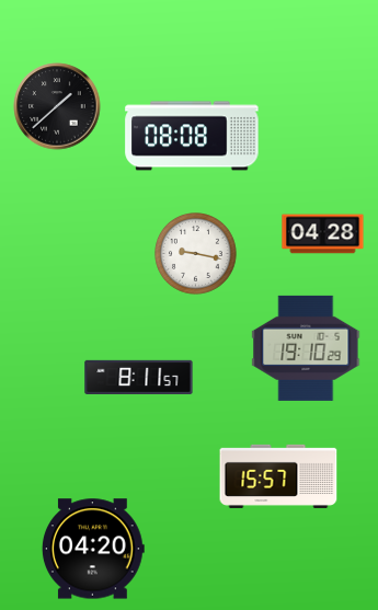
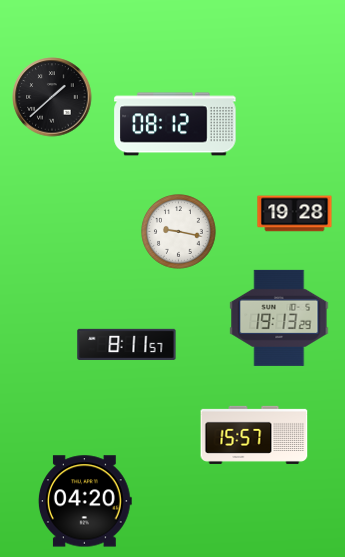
clock at (192, 136): 08:08 -> 08:12
clock at (323, 234): 04:28 -> 19:28
clock at (306, 348): 19:10 -> 19:13
